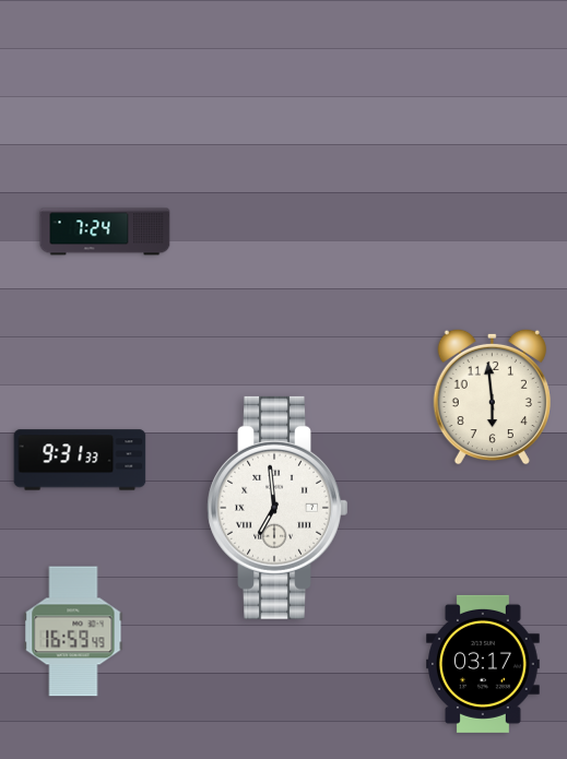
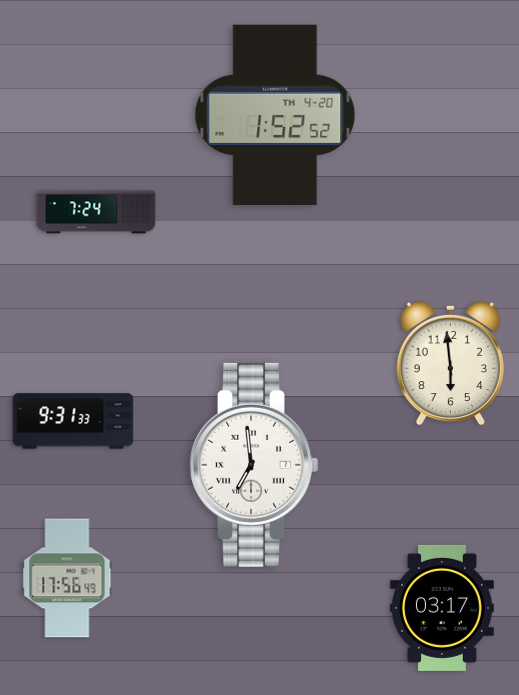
clock at (275, 115): none -> 1:52
clock at (73, 631): 16:59 -> 17:56
